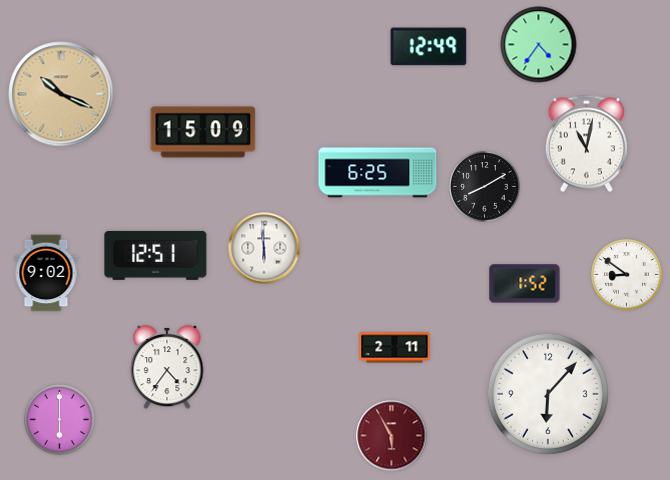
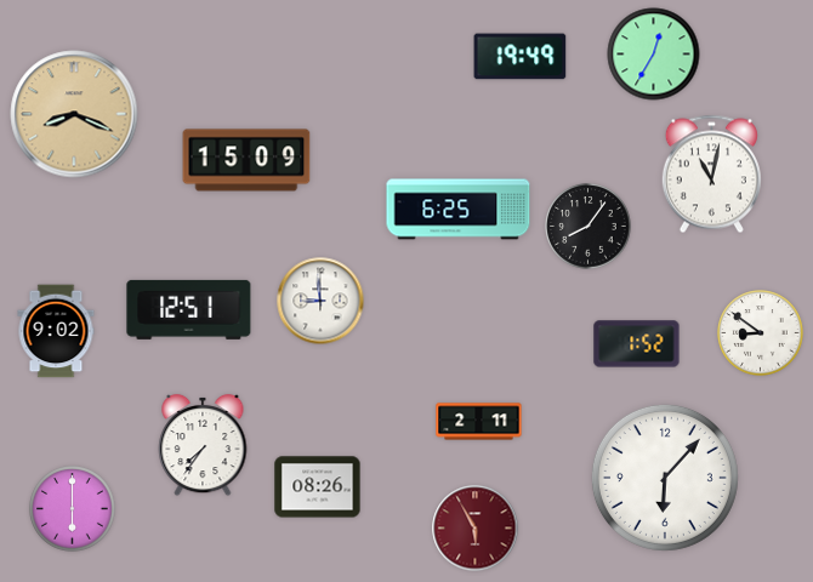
clock at (539, 45): 4:36 -> 12:35
clock at (429, 47): 12:49 -> 19:49
clock at (61, 94): 10:19 -> 8:19
clock at (485, 187): 8:10 -> 8:06
clock at (264, 248): 5:59 -> 8:59
clock at (167, 367): 4:36 -> 7:36
clock at (318, 487): none -> 08:26
